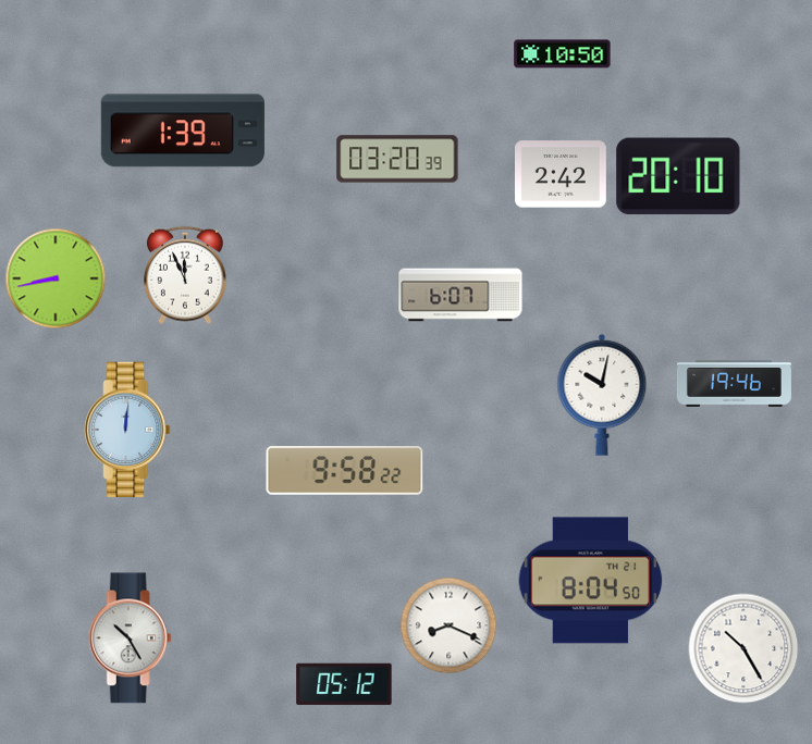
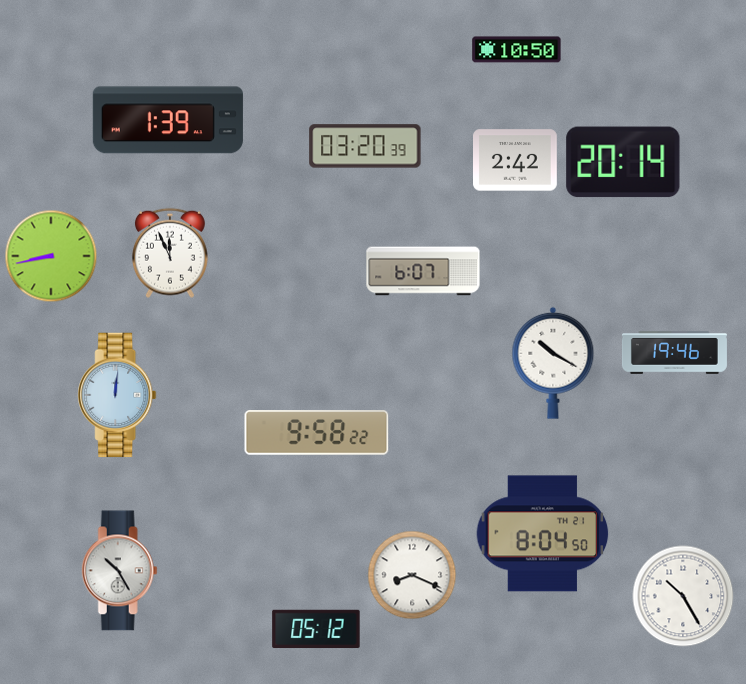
clock at (678, 176): 20:10 -> 20:14
clock at (602, 395): 10:02 -> 10:20
clock at (130, 638) position: (130, 638) -> (119, 571)
